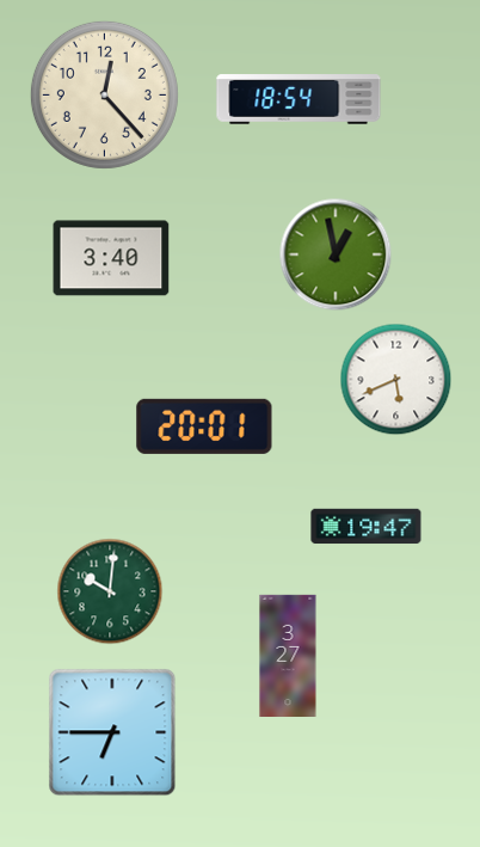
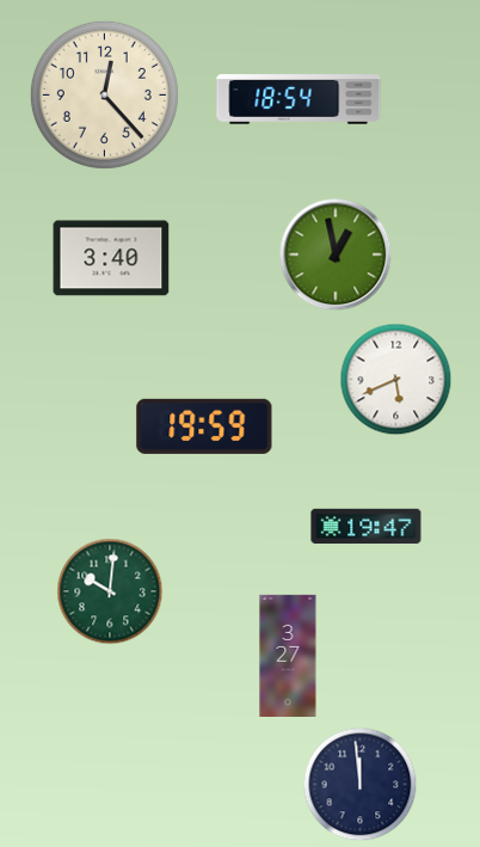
clock at (204, 426): 20:01 -> 19:59
clock at (112, 732): 6:45 -> none
clock at (361, 785): none -> 11:59
